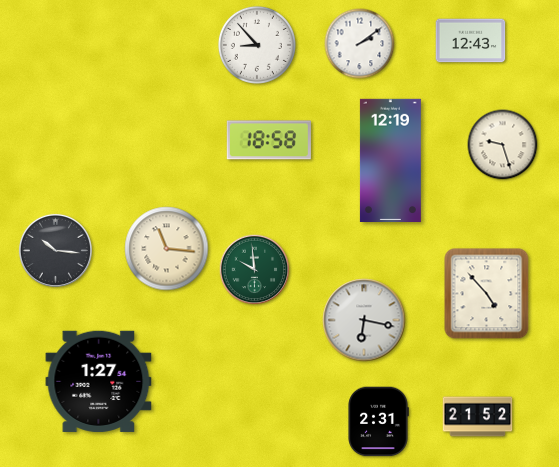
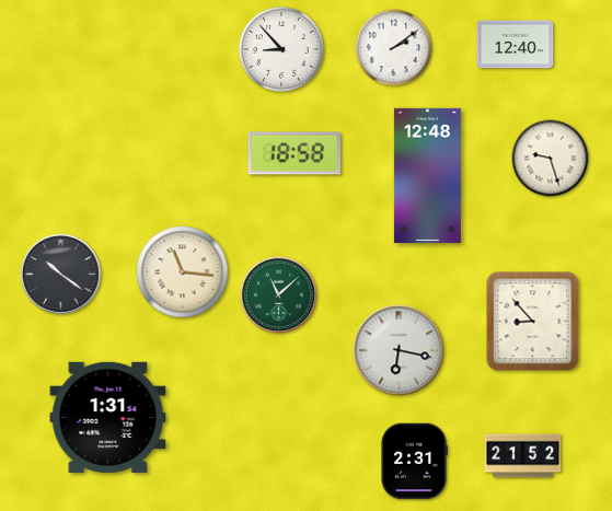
clock at (471, 41): 12:43 -> 12:40
clock at (390, 160): 12:19 -> 12:48
clock at (55, 250): 10:16 -> 10:21
clock at (255, 270): 9:59 -> 11:08
clock at (487, 294): 4:53 -> 8:53
clock at (99, 381): 1:27 -> 1:31
